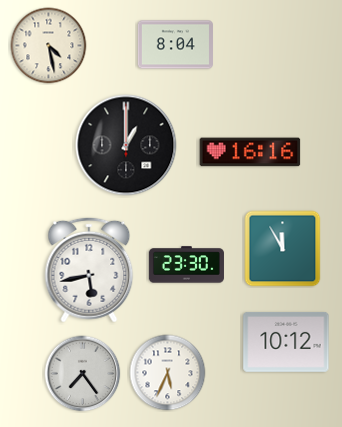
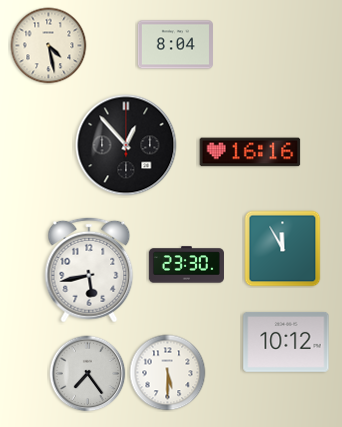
clock at (126, 145): 1:00 -> 12:53
clock at (168, 373): 5:34 -> 5:30
clock at (83, 374) position: (83, 374) -> (88, 374)
